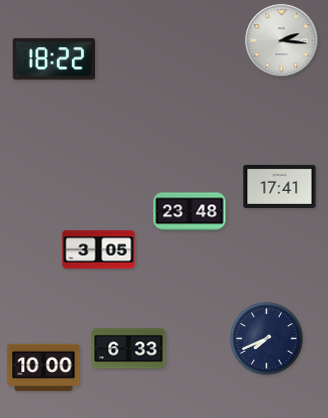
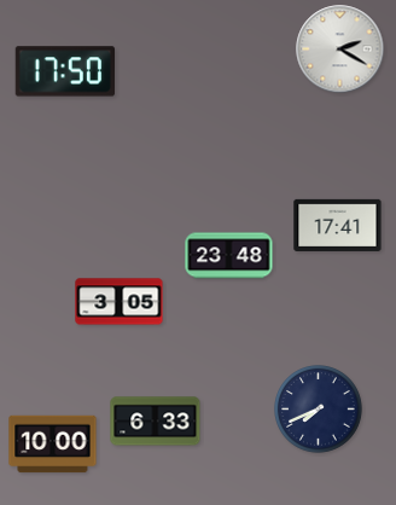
clock at (282, 41): 2:16 -> 2:20
clock at (53, 59): 18:22 -> 17:50
clock at (267, 339) position: (267, 339) -> (319, 410)
